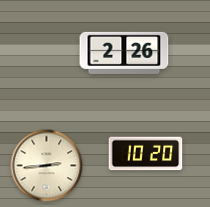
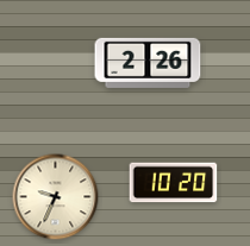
clock at (47, 166): 2:44 -> 9:34
